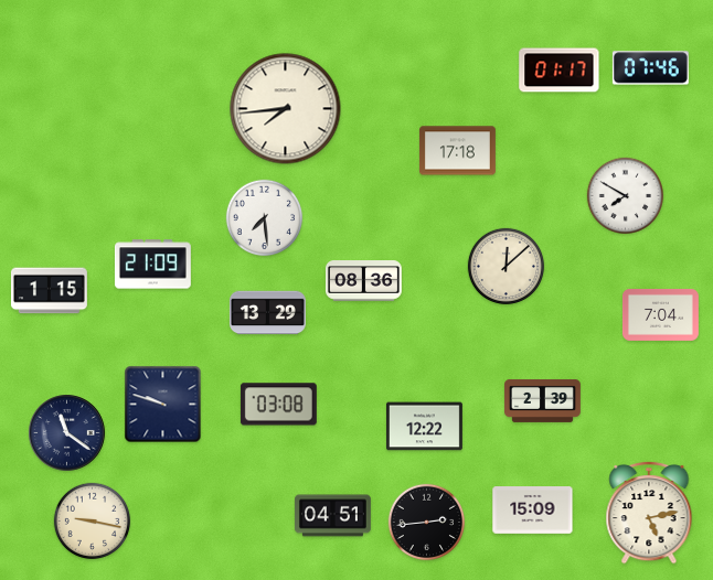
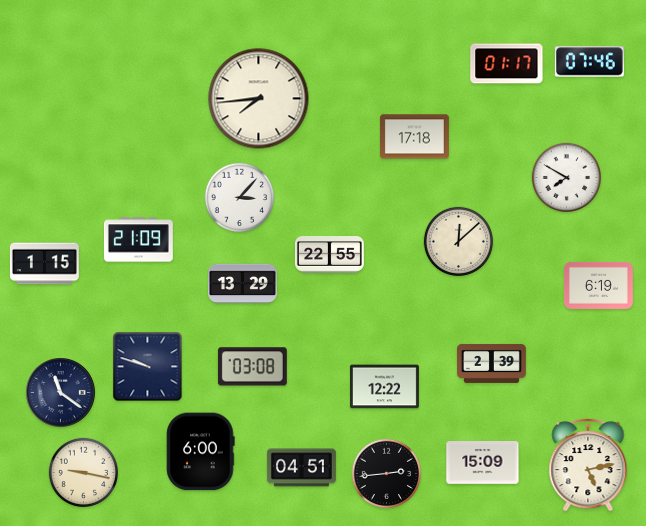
clock at (265, 218): 7:29 -> 3:07
clock at (363, 281): 08:36 -> 22:55
clock at (660, 314): 7:04 -> 6:19
clock at (201, 452): none -> 6:00
